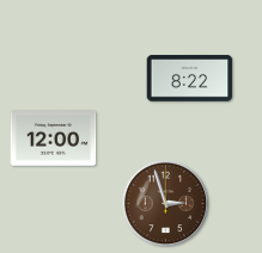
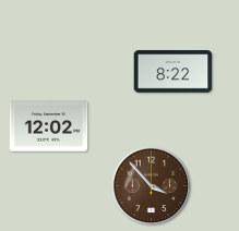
clock at (54, 138): 12:00 -> 12:02
clock at (166, 204): 2:57 -> 3:53
